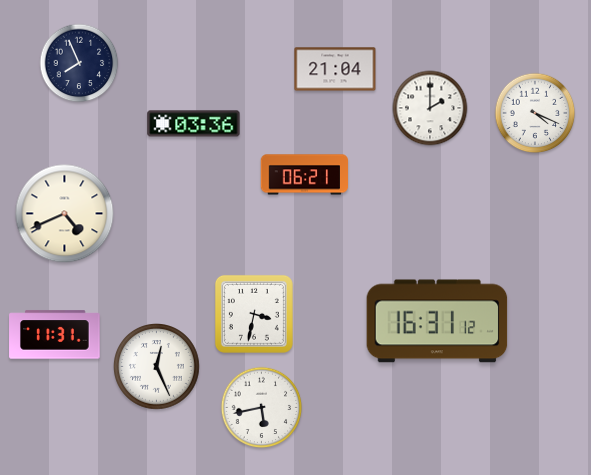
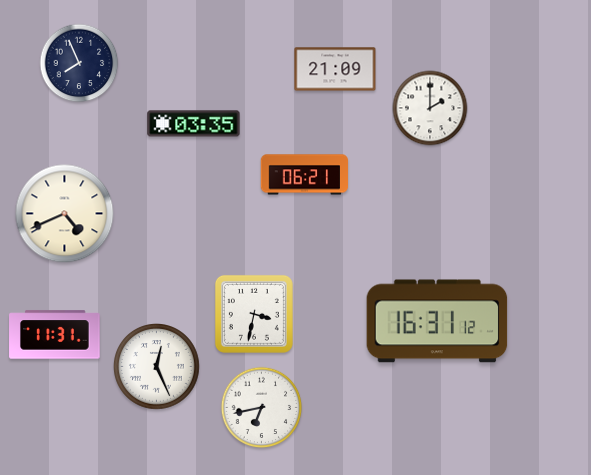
clock at (335, 69): 21:04 -> 21:09
clock at (535, 113): 4:19 -> none
clock at (194, 124): 03:36 -> 03:35
clock at (262, 408): 5:43 -> 6:43
